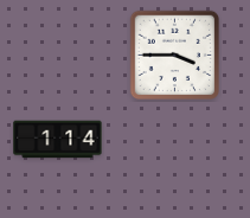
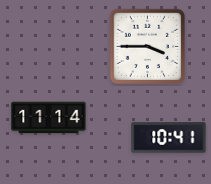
clock at (58, 140): 1:14 -> 11:14
clock at (169, 138): none -> 10:41
